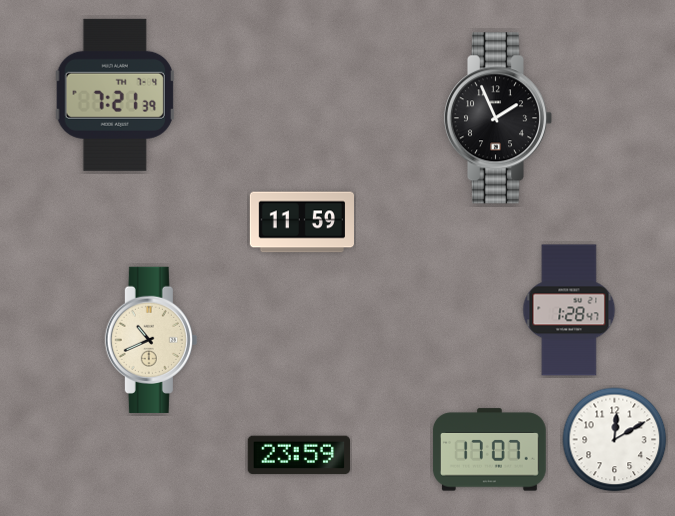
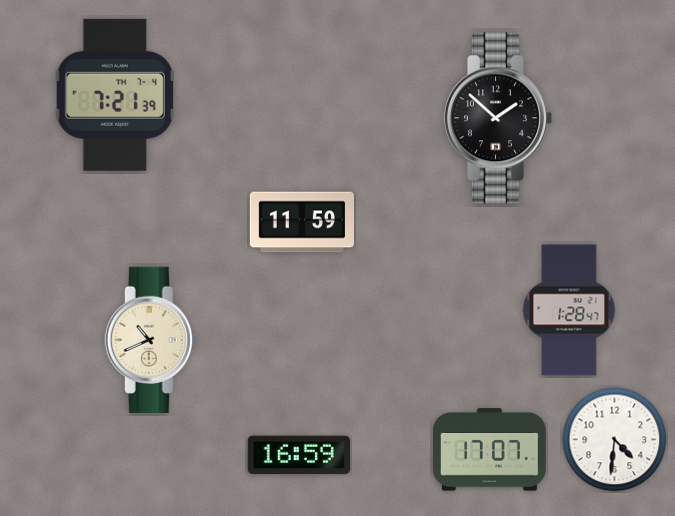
clock at (498, 118): 1:56 -> 1:52
clock at (615, 440): 12:10 -> 4:31
clock at (298, 455): 23:59 -> 16:59
